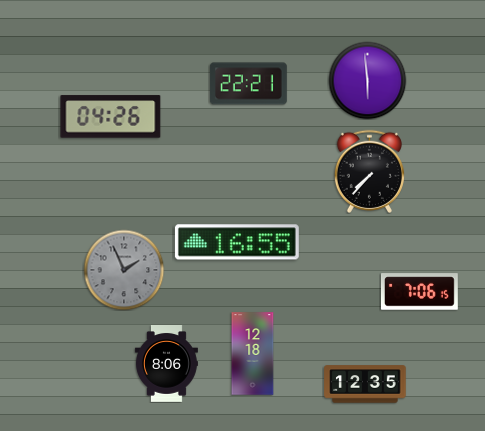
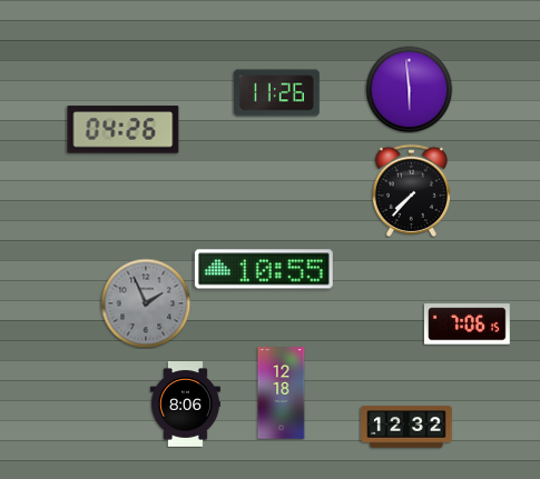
clock at (248, 84): 22:21 -> 11:26
clock at (237, 242): 16:55 -> 10:55
clock at (124, 270) position: (124, 270) -> (146, 303)
clock at (365, 384): 12:35 -> 12:32
